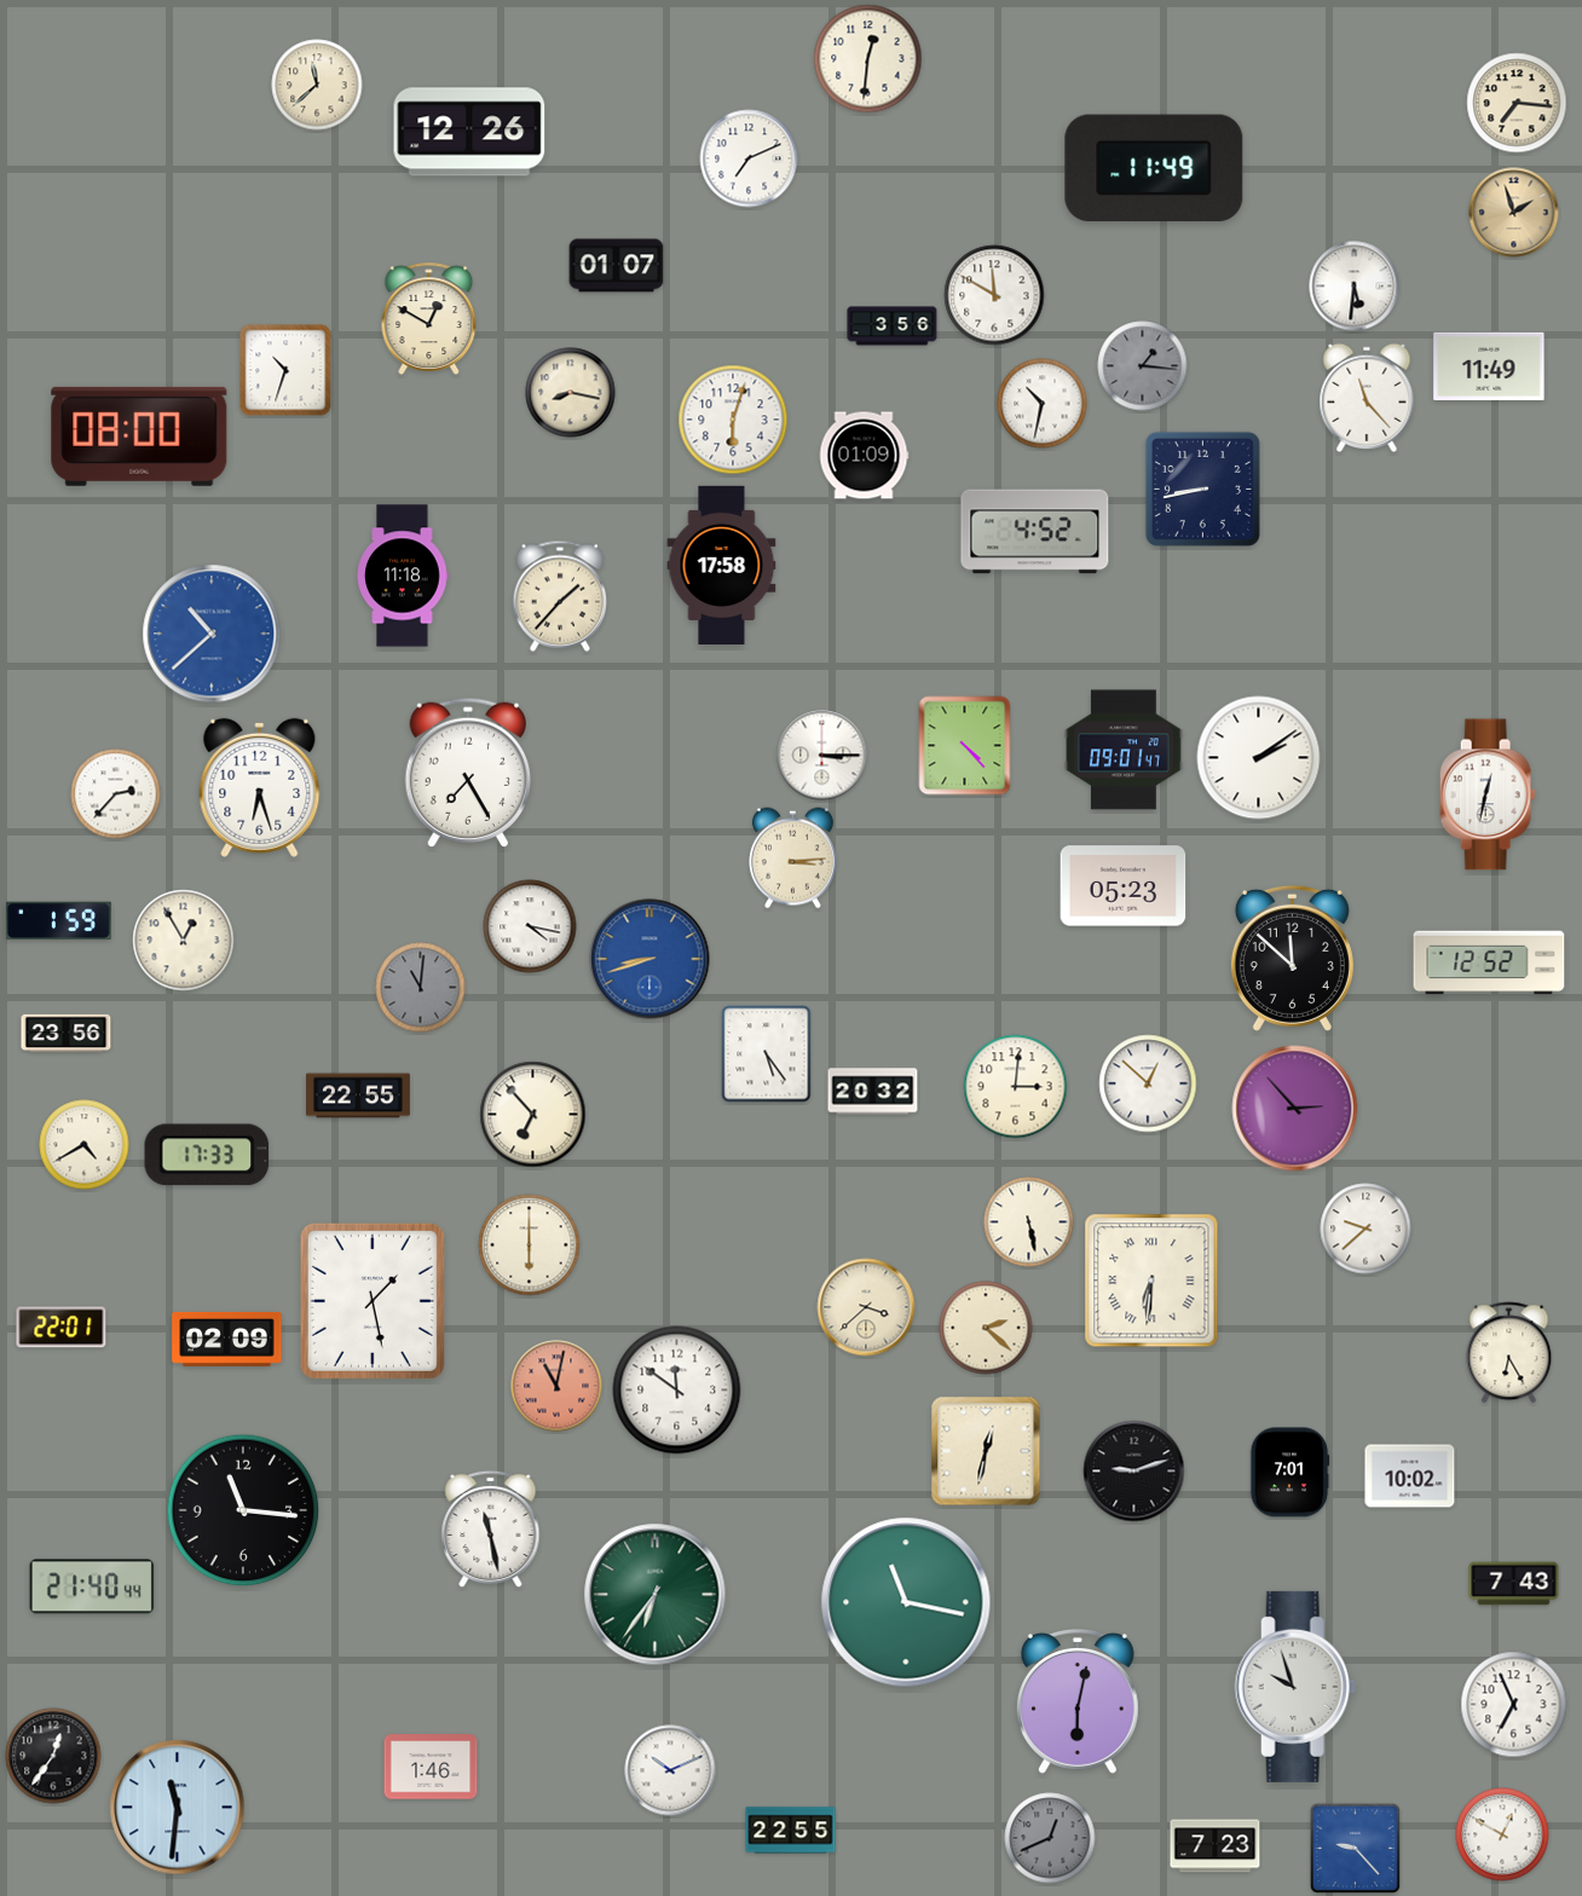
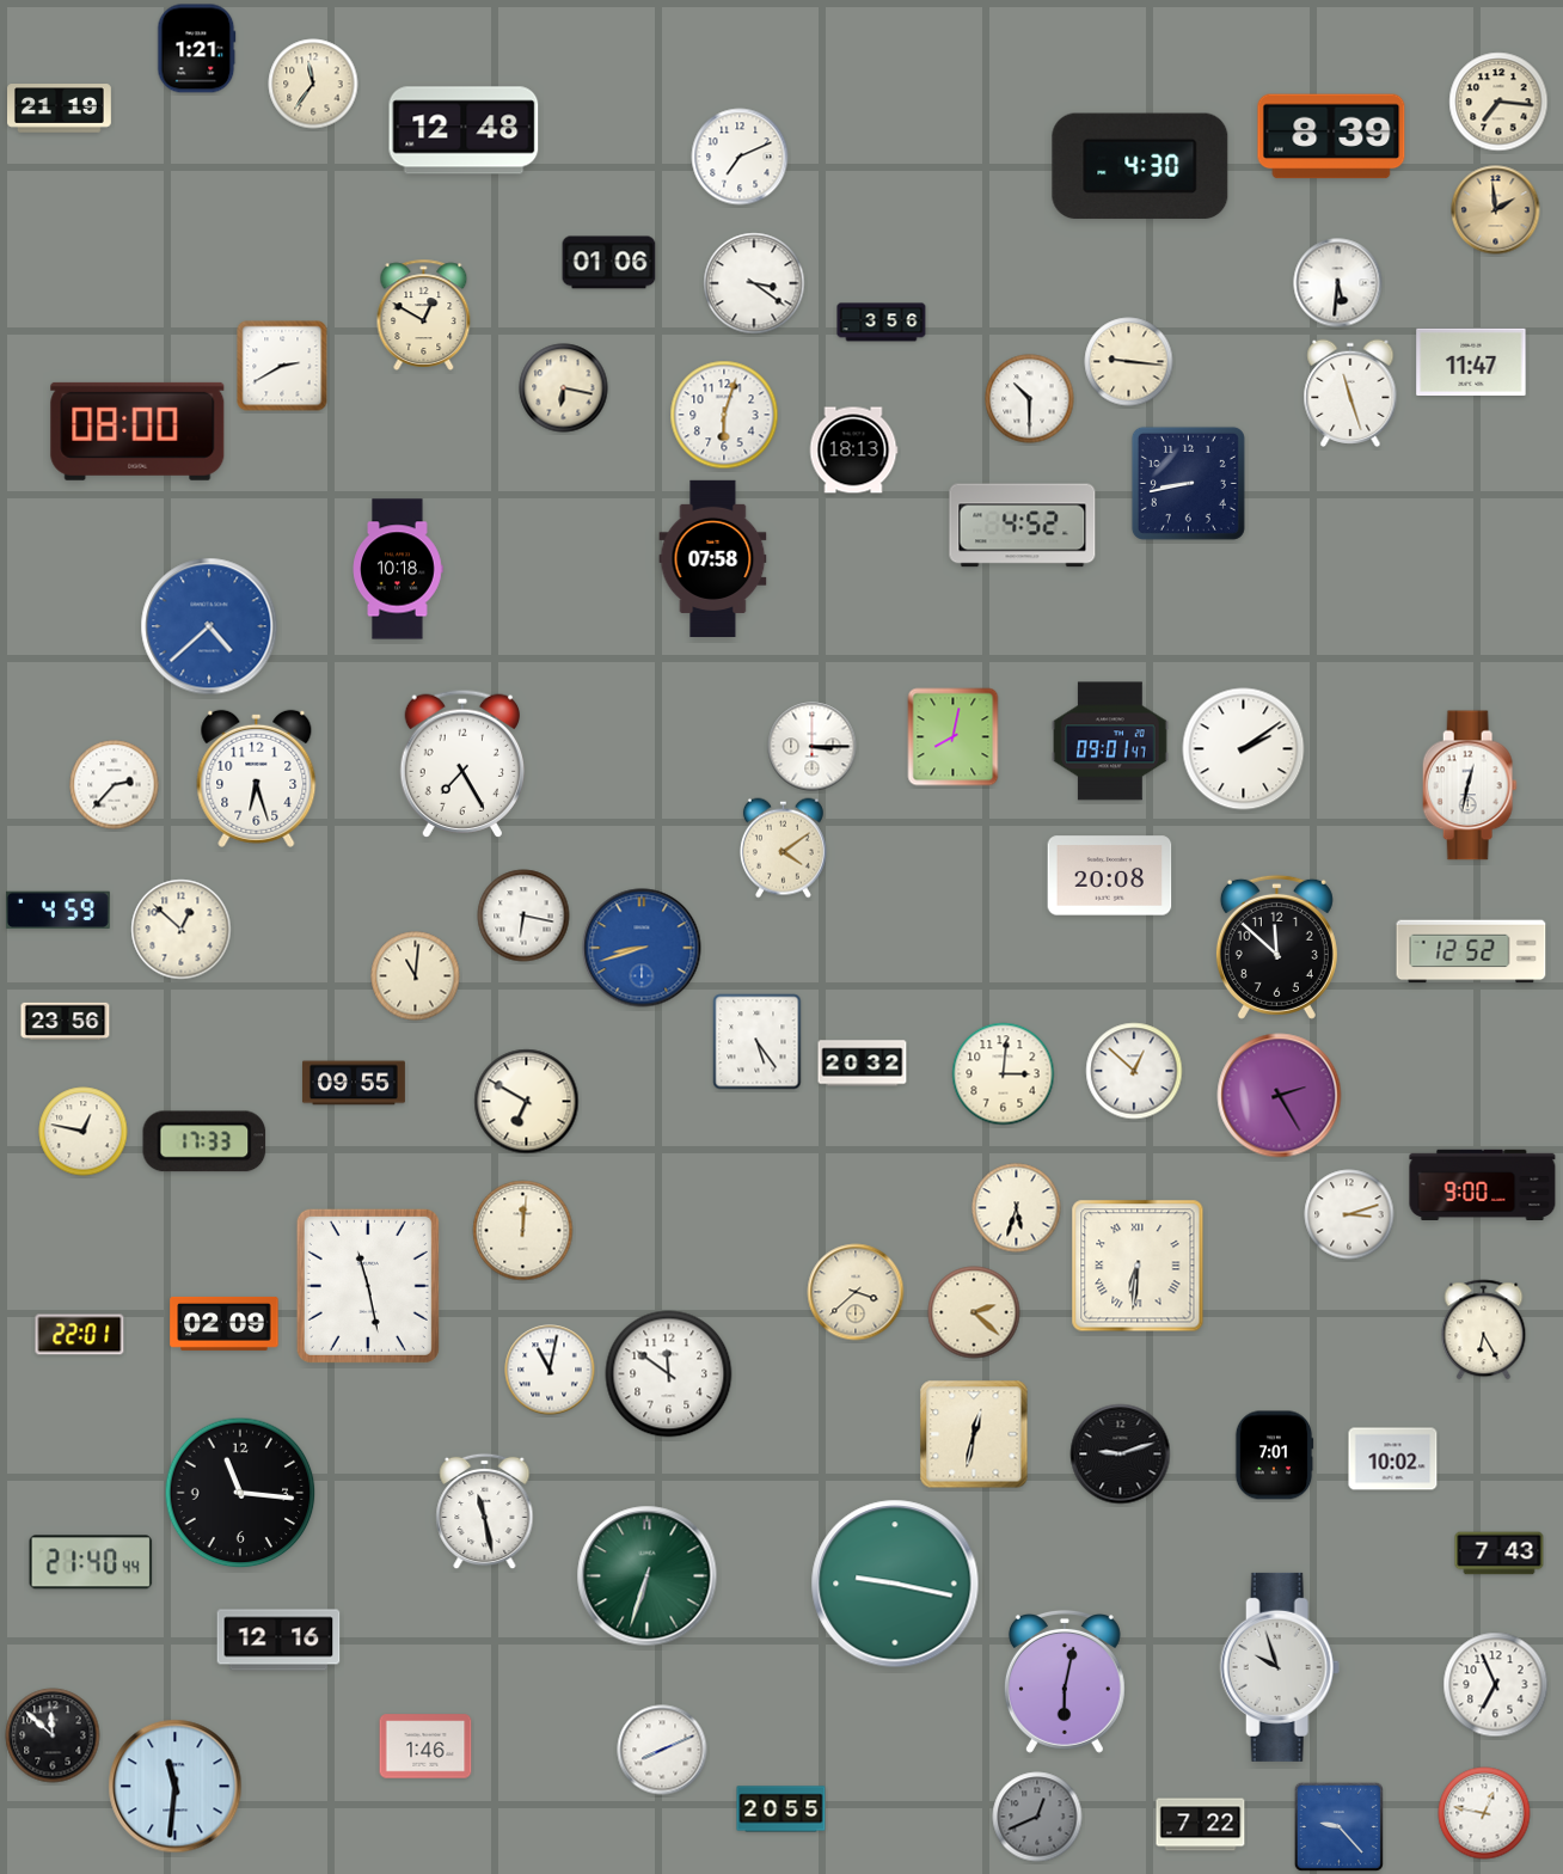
clock at (197, 49): none -> 1:21
clock at (868, 59): 12:31 -> none
clock at (317, 85): 11:38 -> 11:36
clock at (60, 109): none -> 21:19
clock at (469, 132): 12:26 -> 12:48
clock at (1331, 136): none -> 8:39
clock at (1154, 168): 11:49 -> 4:30
clock at (1514, 213): 1:57 -> 1:59
clock at (617, 266): 01:07 -> 01:06
clock at (754, 283): none -> 3:21
clock at (994, 295): 11:50 -> none
clock at (1489, 365): 11:49 -> 11:47
clock at (1143, 366): 1:16 -> 9:16
clock at (1143, 366) dial: grey -> cream
clock at (285, 370): 10:33 -> 2:40
clock at (571, 393): 8:17 -> 6:17
clock at (1367, 398): 11:23 -> 11:27
clock at (1043, 404): 10:32 -> 10:30
clock at (864, 456): 01:09 -> 18:13
clock at (722, 565): 17:58 -> 07:58
clock at (403, 576): 11:18 -> 10:18
clock at (560, 596): 1:37 -> none
clock at (212, 634): 10:38 -> 4:38
clock at (965, 746): 4:23 -> 8:02
clock at (792, 859): 3:14 -> 4:09
clock at (1124, 886): 05:23 -> 20:08
clock at (58, 921): 1:59 -> 4:59
clock at (530, 926): 4:17 -> 6:17
clock at (184, 941): 12:55 -> 12:52
clock at (421, 988) dial: grey -> cream
clock at (873, 1092) position: (873, 1092) -> (863, 1064)
clock at (358, 1096): 22:55 -> 09:55
clock at (1295, 1109): 2:53 -> 2:25
clock at (533, 1115): 6:53 -> 6:50
clock at (85, 1145): 4:40 -> 12:47
clock at (1483, 1184): none -> 9:00
clock at (1029, 1222): 5:28 -> 5:33
clock at (1366, 1229): 9:38 -> 3:12
clock at (530, 1245): 6:00 -> 12:01
clock at (373, 1301): 1:28 -> 11:28
clock at (62, 1328) position: (62, 1328) -> (80, 1335)
clock at (1509, 1353) position: (1509, 1353) -> (1484, 1330)
clock at (556, 1386) dial: salmon -> white
clock at (1514, 1584) position: (1514, 1584) -> (1500, 1554)
clock at (92, 1586) position: (92, 1586) -> (91, 1562)
clock at (656, 1595): 6:36 -> 6:33
clock at (906, 1602): 11:17 -> 9:17
clock at (278, 1640): none -> 12:16
clock at (53, 1756): 12:36 -> 11:52
clock at (670, 1770): 10:11 -> 8:11
clock at (791, 1831): 22:55 -> 20:55
clock at (1502, 1834): 12:50 -> 12:47
clock at (1216, 1846): 7:23 -> 7:22
